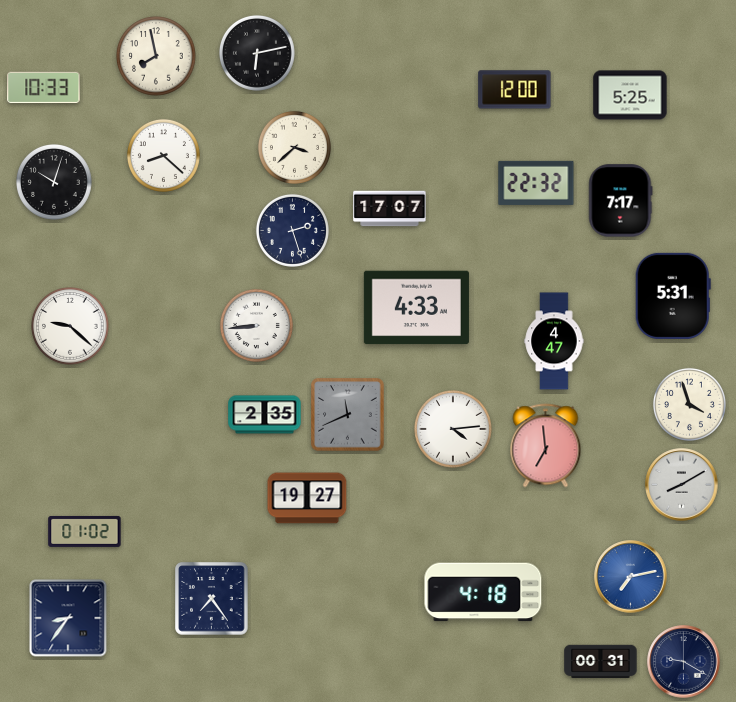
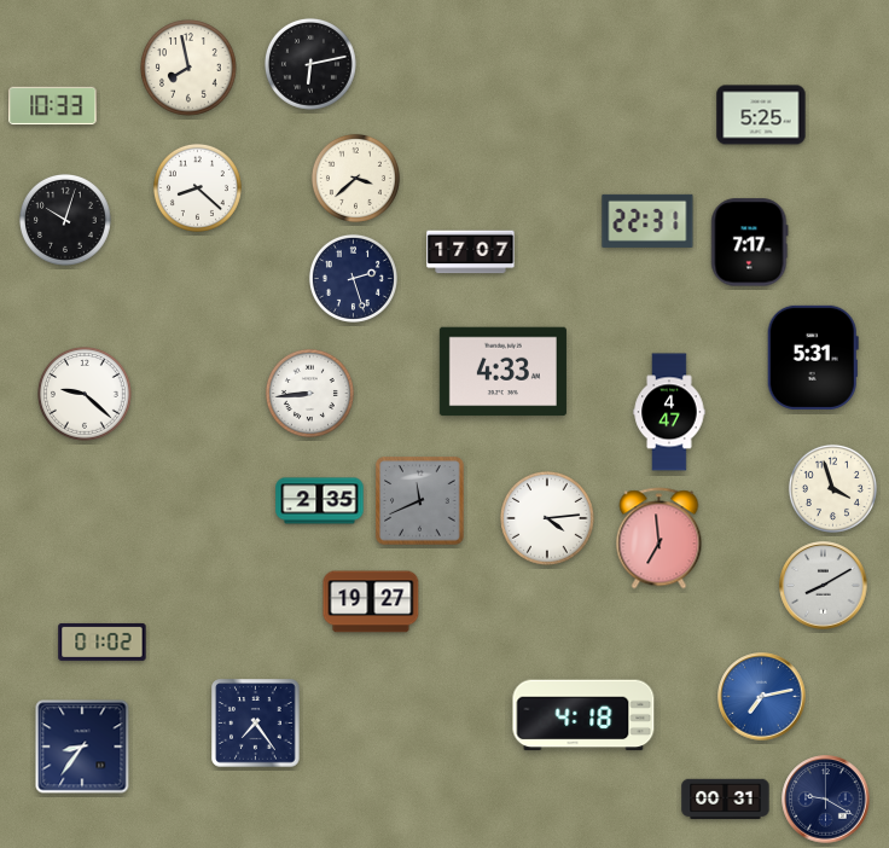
clock at (515, 90): 12:00 -> none
clock at (536, 183): 22:32 -> 22:31
